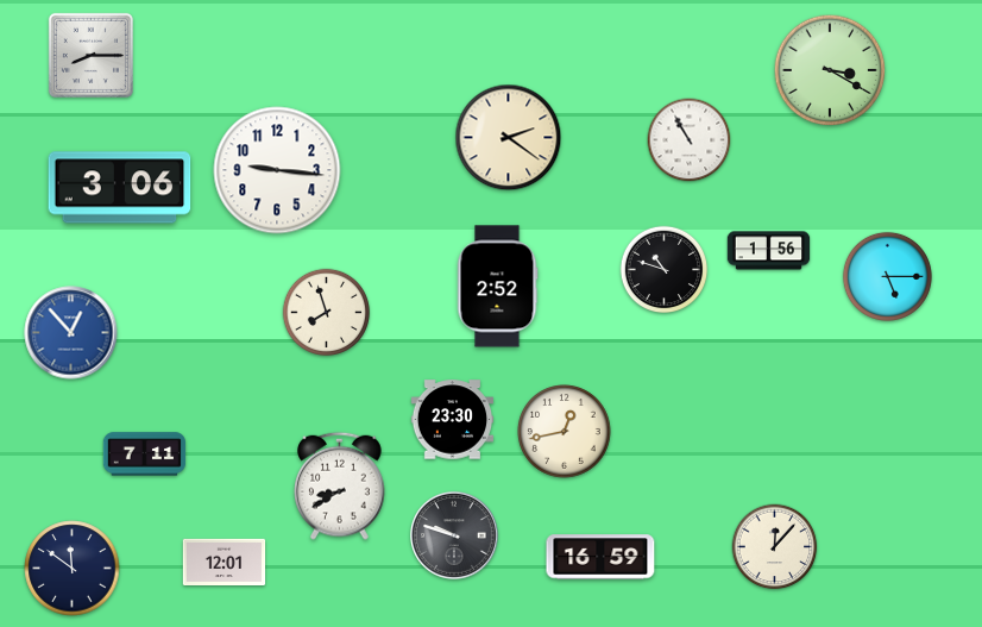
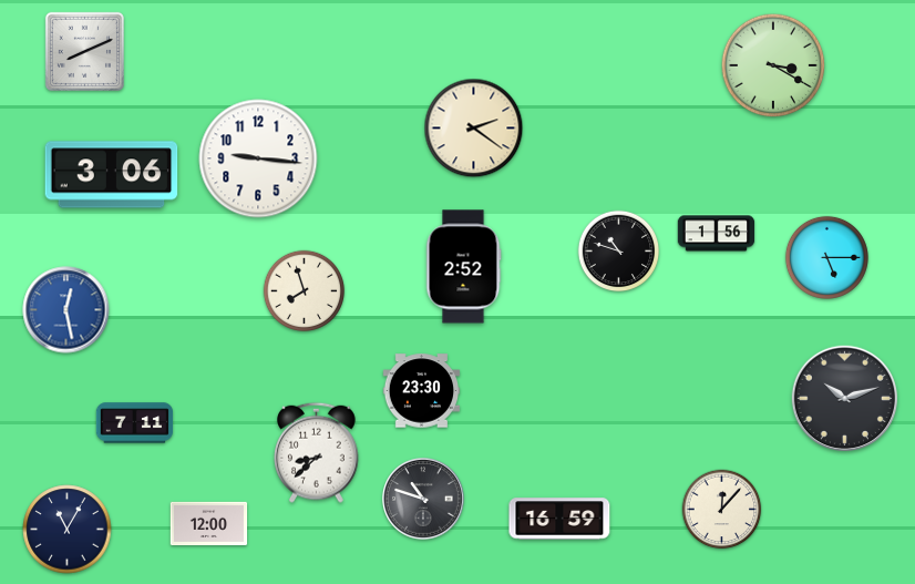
clock at (90, 55): 8:15 -> 8:11
clock at (690, 140): 10:55 -> none
clock at (71, 333): 12:53 -> 12:28
clock at (844, 398): none -> 10:12
clock at (565, 432): 12:43 -> none
clock at (340, 485): 8:40 -> 8:38
clock at (454, 535): 9:48 -> 10:48
clock at (225, 562): 12:01 -> 12:00
clock at (73, 569): 11:51 -> 11:05
